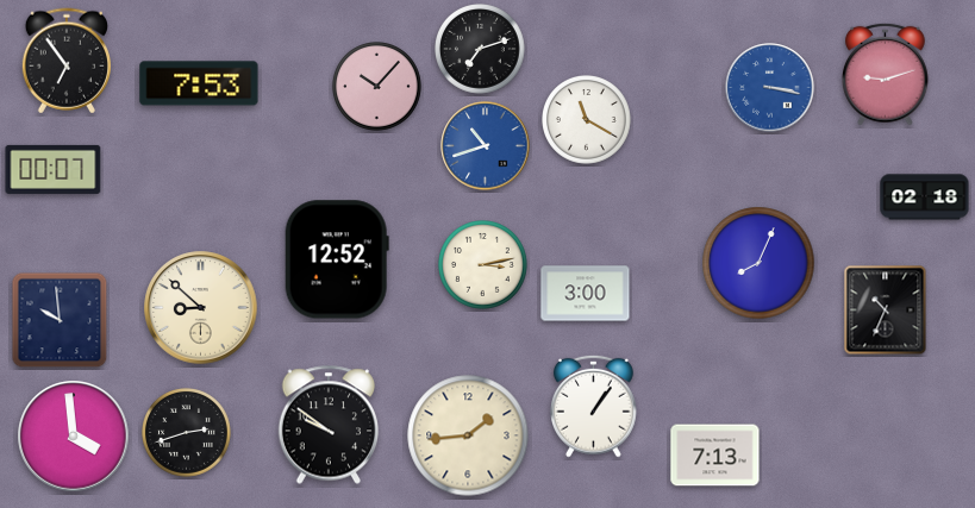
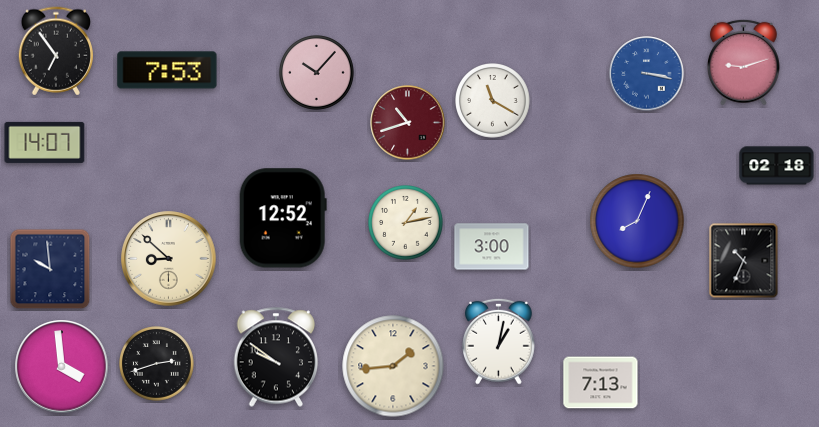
clock at (481, 50): 7:12 -> none
clock at (486, 146) dial: blue -> burgundy
clock at (54, 169): 00:07 -> 14:07
clock at (483, 265): 3:13 -> 1:13
clock at (594, 406): 1:06 -> 1:02
